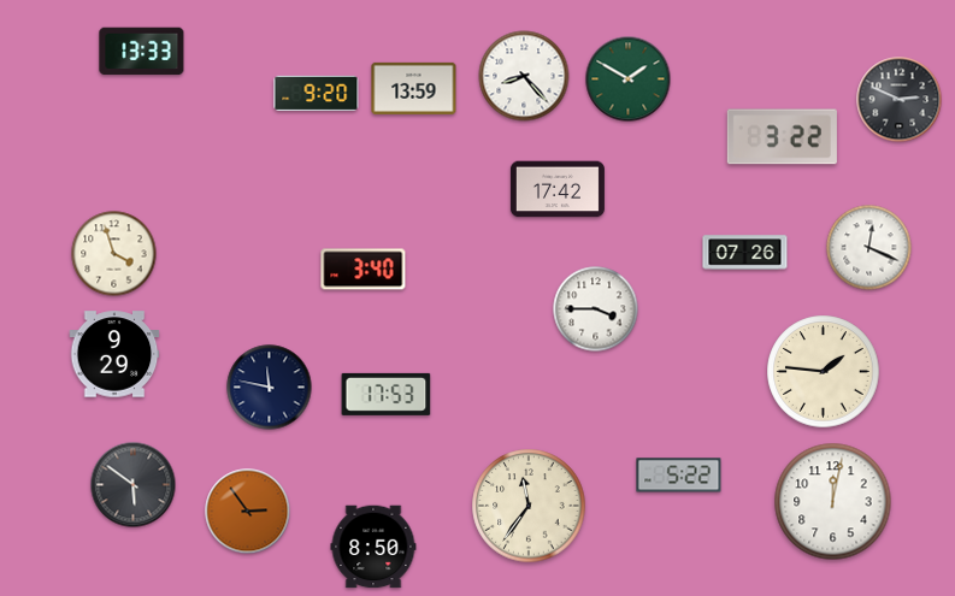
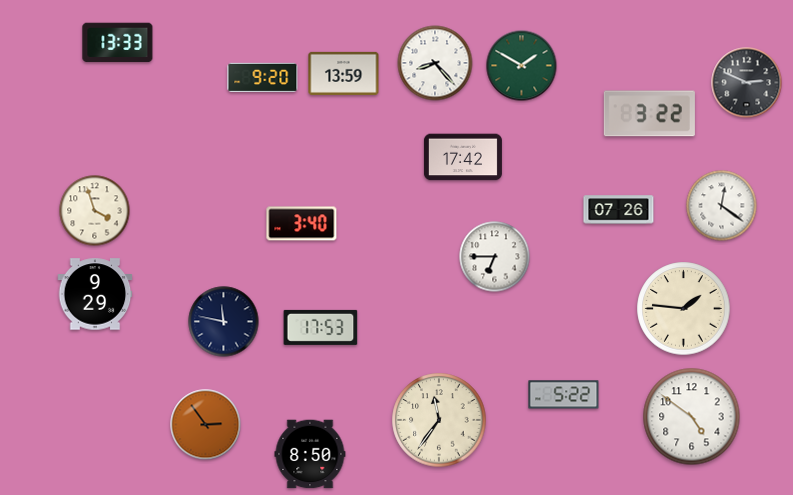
clock at (869, 248): 12:19 -> 12:21
clock at (596, 309): 3:45 -> 6:45
clock at (134, 485): 5:51 -> none
clock at (833, 502): 12:02 -> 4:51
